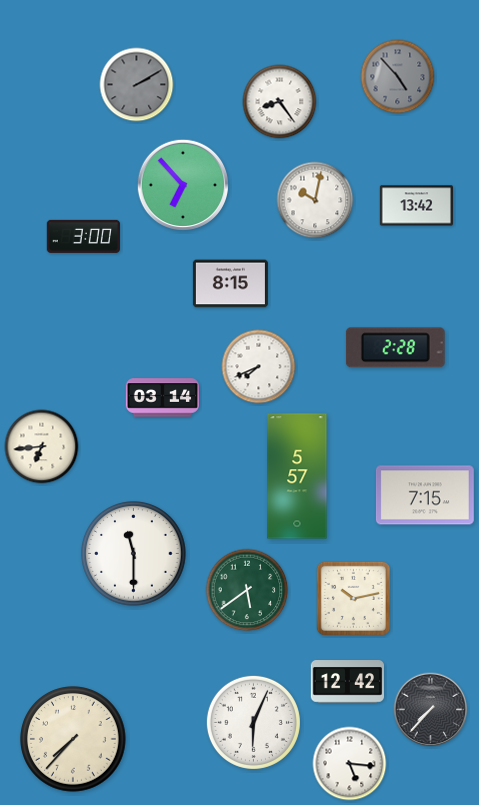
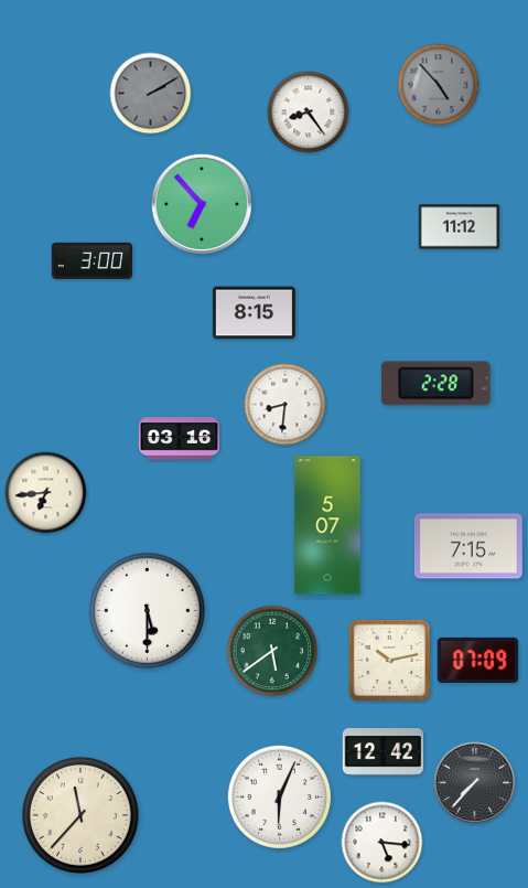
clock at (315, 200): 10:02 -> none
clock at (416, 206): 13:42 -> 11:12
clock at (259, 367): 7:41 -> 8:31
clock at (162, 398): 03:14 -> 03:16
clock at (297, 476): 5:57 -> 5:07
clock at (134, 554): 11:30 -> 5:30
clock at (477, 660): none -> 07:09
clock at (73, 739): 7:37 -> 11:37
clock at (350, 764) position: (350, 764) -> (382, 843)
